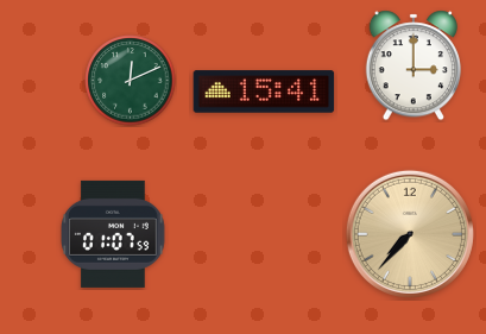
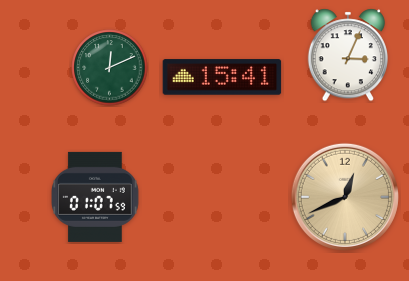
clock at (412, 65): 3:00 -> 3:04
clock at (410, 234): 7:37 -> 12:41
